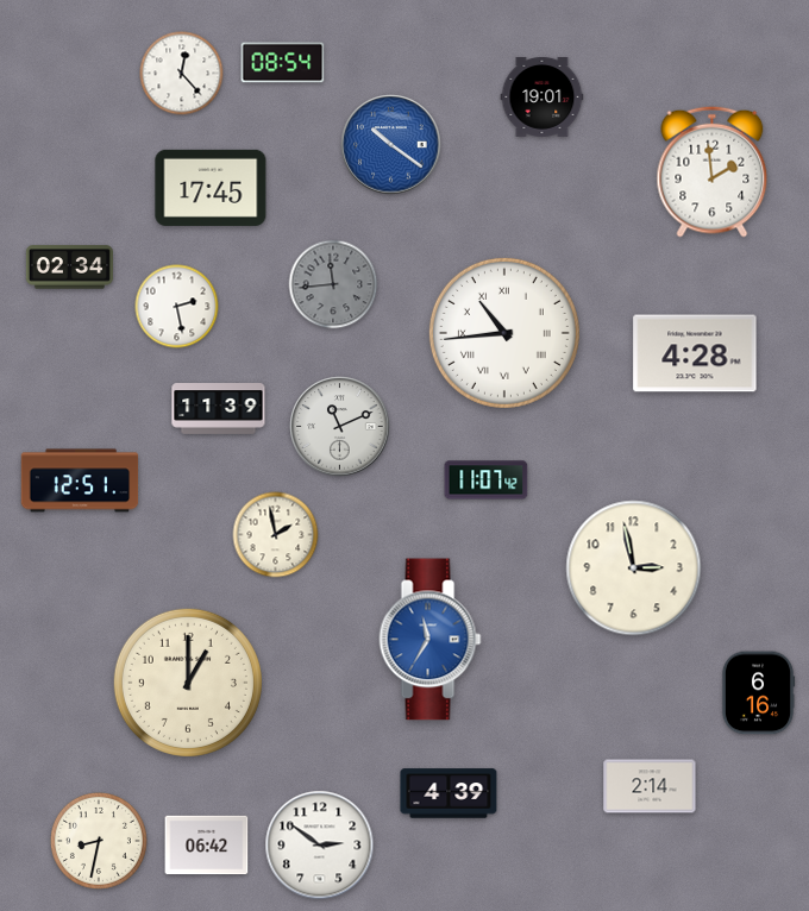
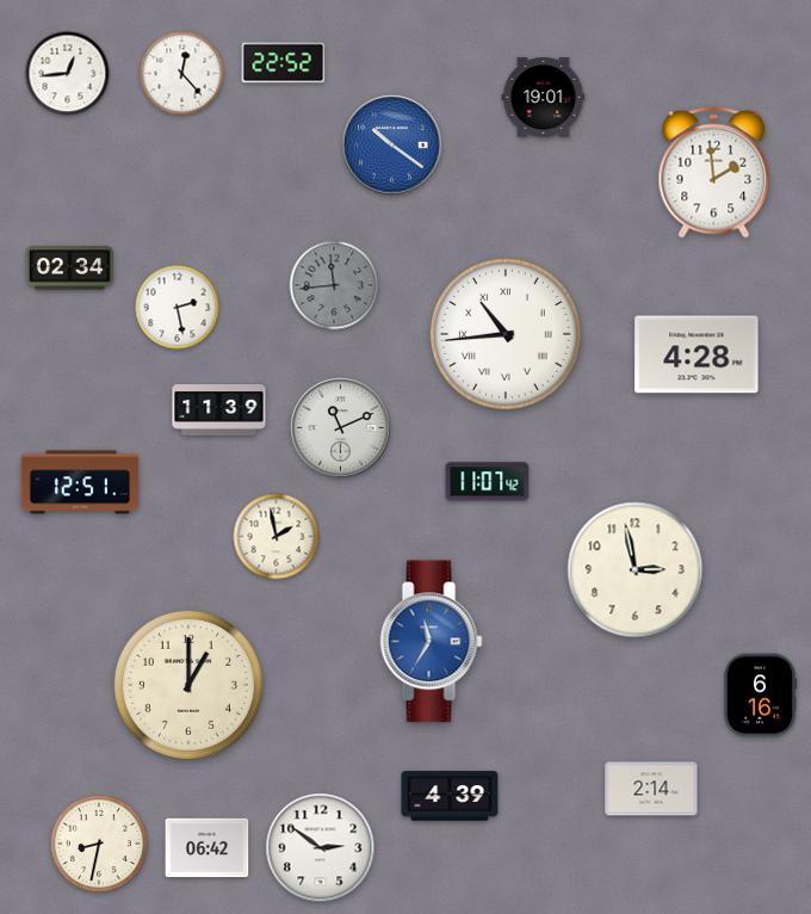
clock at (283, 63): 08:54 -> 22:52
clock at (68, 74): none -> 12:44
clock at (211, 188): 17:45 -> none
